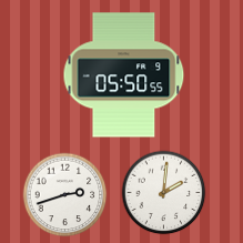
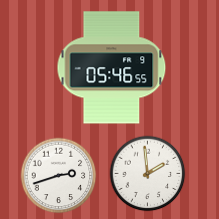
clock at (124, 75): 05:50 -> 05:46
clock at (164, 193): 2:01 -> 1:59
